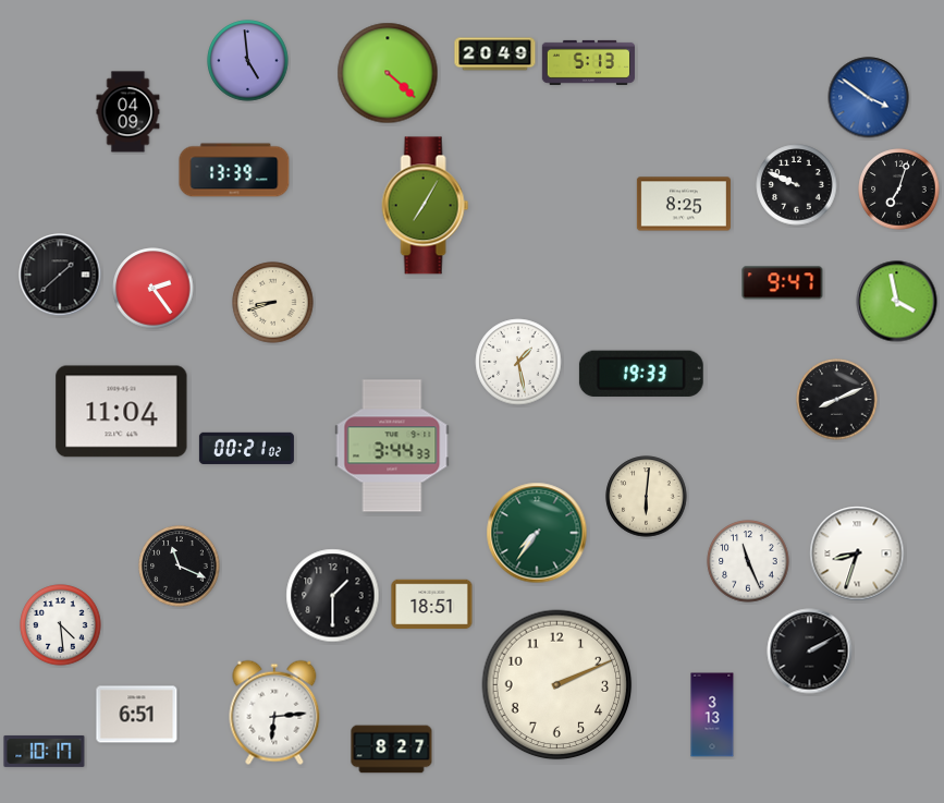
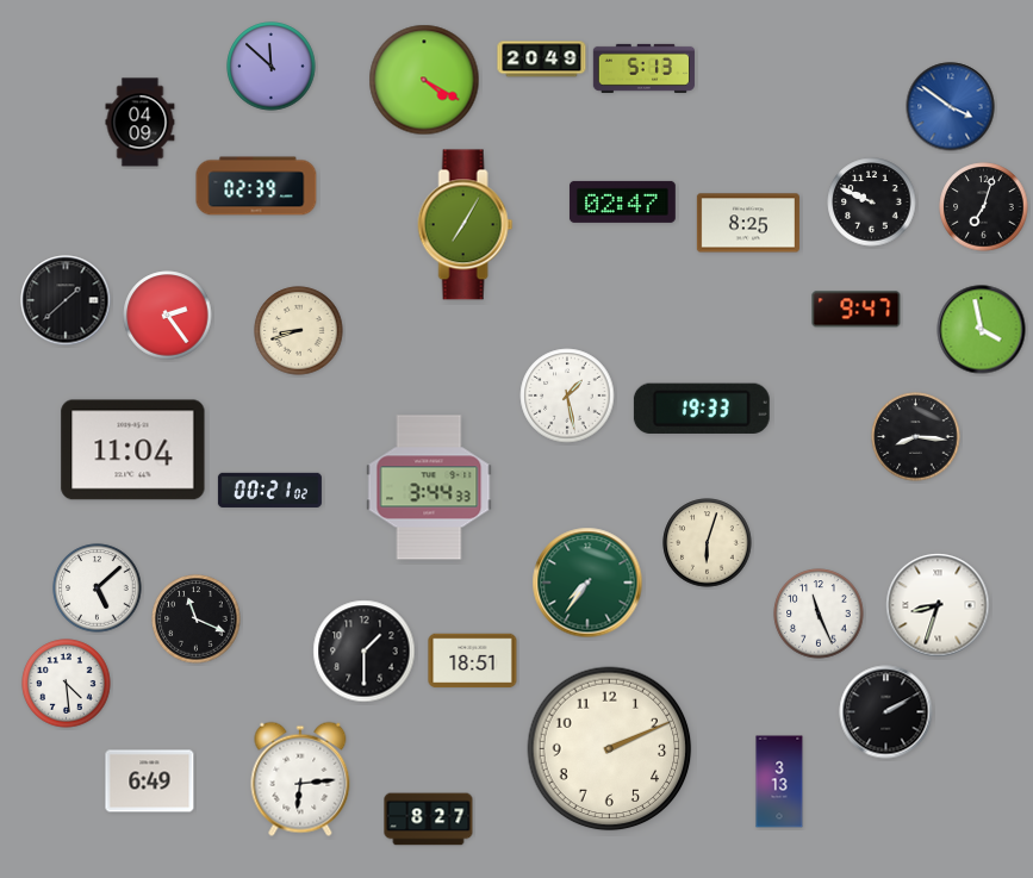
clock at (248, 61): 4:59 -> 11:52
clock at (388, 73): 4:22 -> 4:20
clock at (234, 170): 13:39 -> 02:39
clock at (622, 201): none -> 02:47
clock at (837, 400): 8:11 -> 8:16
clock at (647, 497): 6:01 -> 6:03
clock at (98, 589): none -> 5:08
clock at (137, 715): 6:51 -> 6:49
clock at (45, 751): 10:17 -> none
